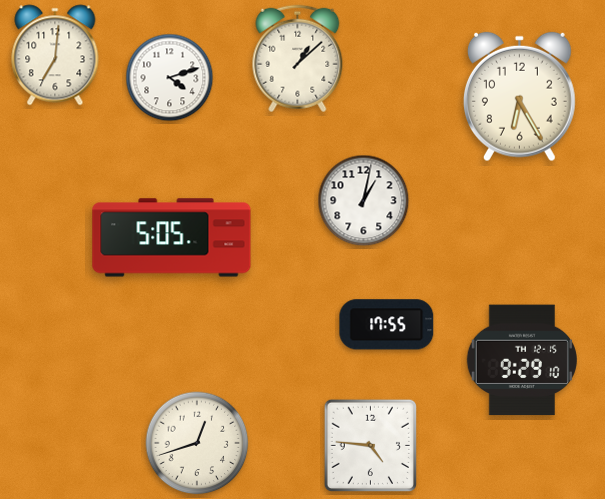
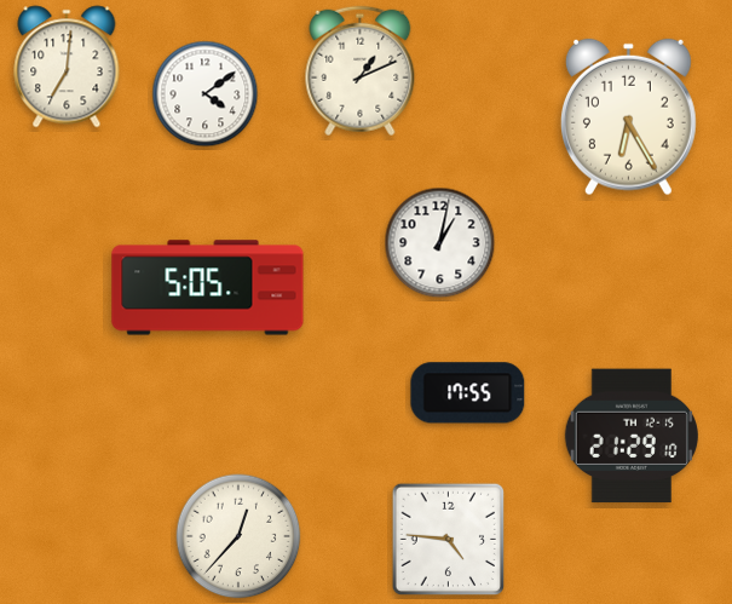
clock at (298, 59): 1:08 -> 1:11
clock at (170, 78): 4:12 -> 4:09
clock at (522, 360): 9:29 -> 21:29
clock at (197, 443): 12:42 -> 12:37
